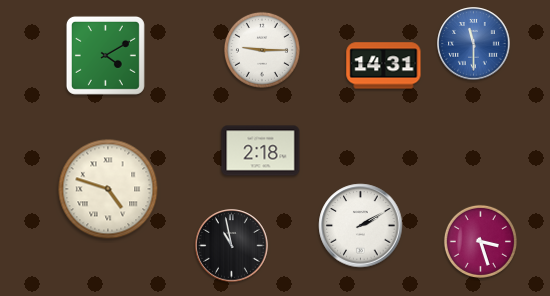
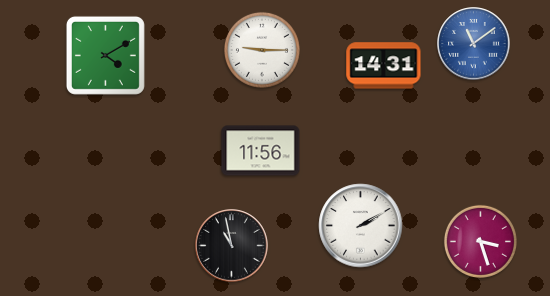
clock at (474, 44): 11:30 -> 11:09
clock at (261, 151): 2:18 -> 11:56
clock at (108, 189): 4:48 -> none
